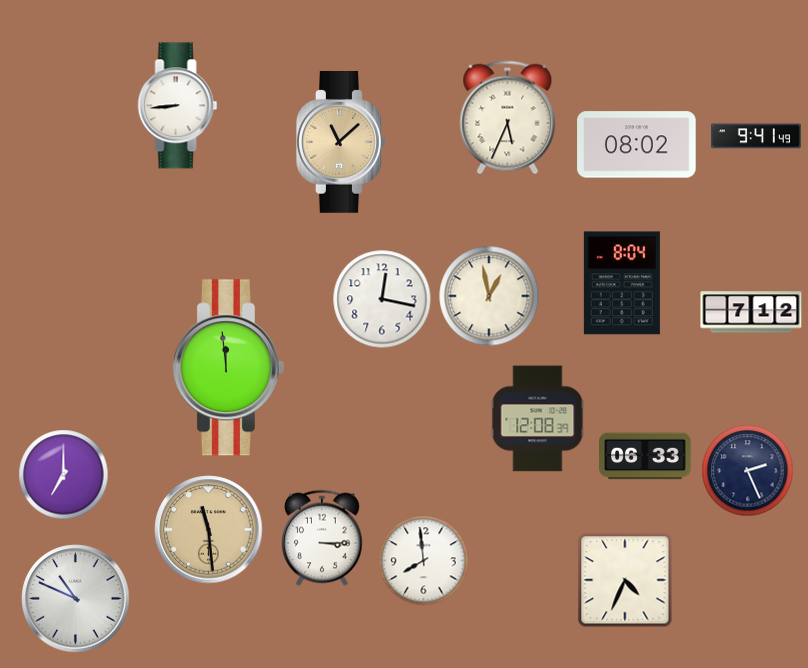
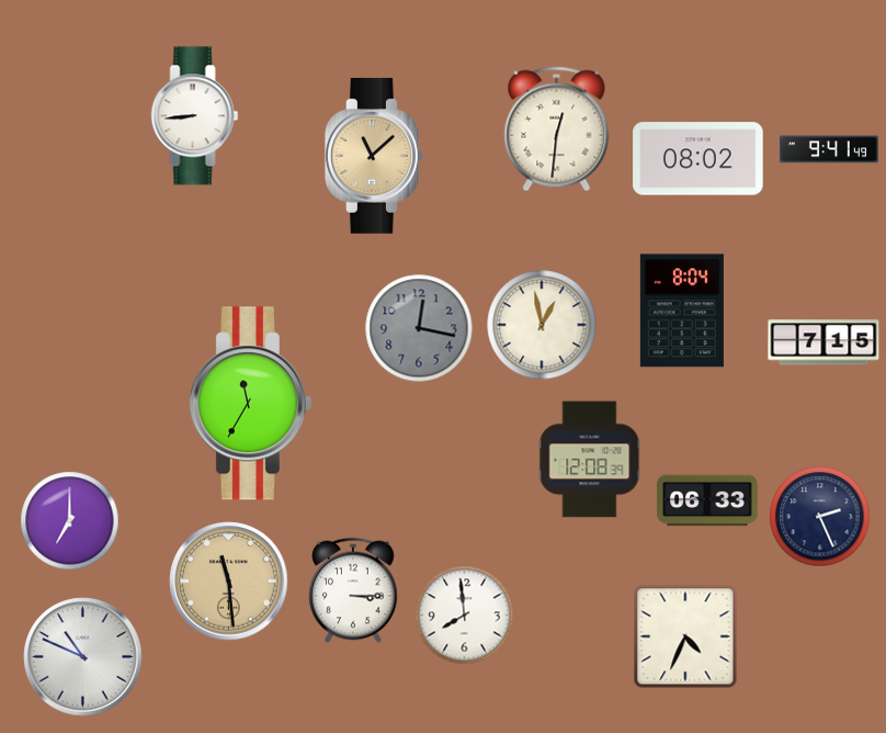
clock at (508, 118): 5:34 -> 12:31
clock at (489, 296) position: (489, 296) -> (542, 325)
clock at (382, 299) dial: white -> grey
clock at (751, 312): 7:12 -> 7:15
clock at (228, 368): 11:59 -> 11:35
